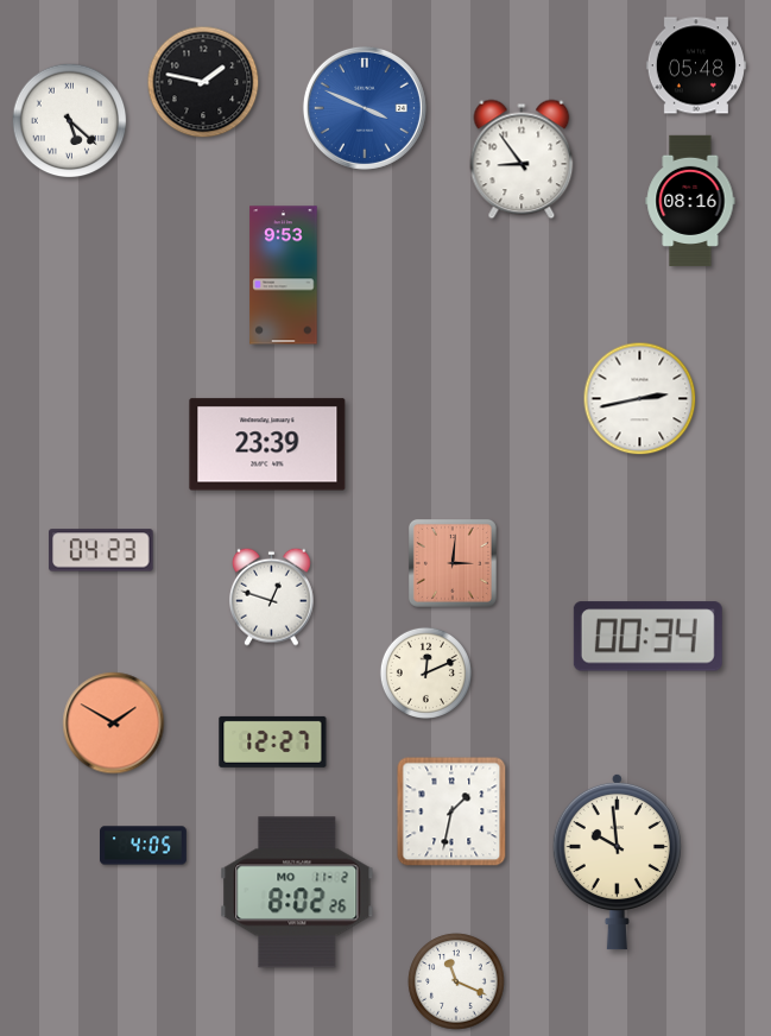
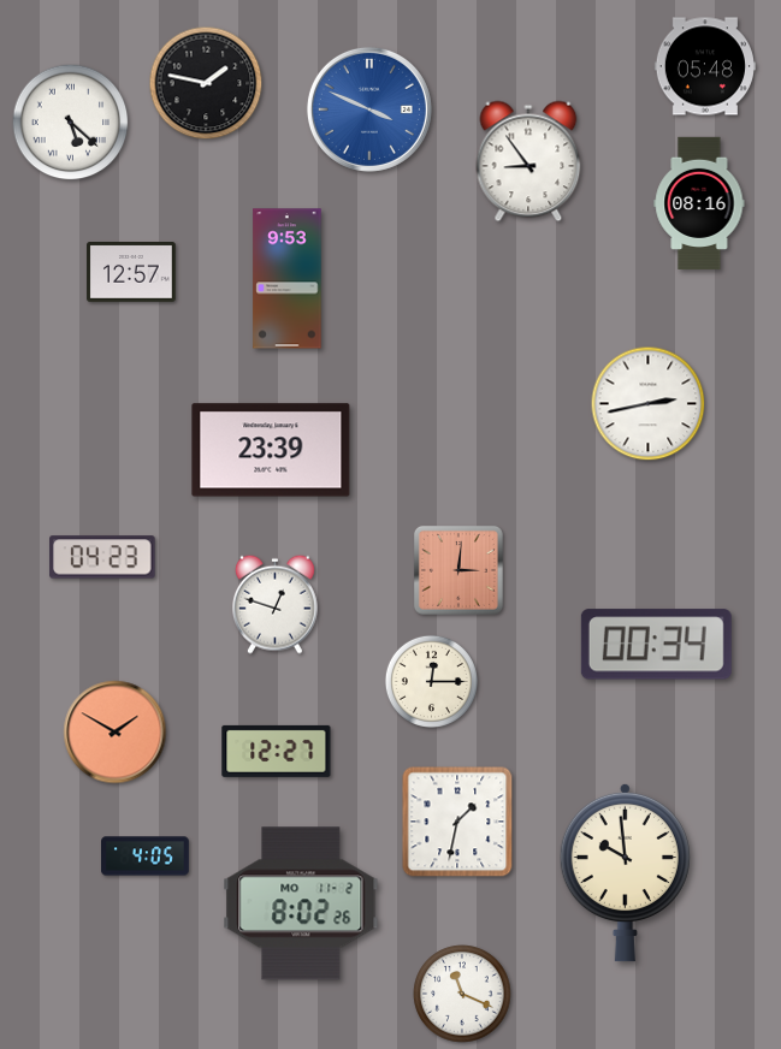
clock at (131, 273): none -> 12:57
clock at (425, 672): 12:11 -> 12:15
